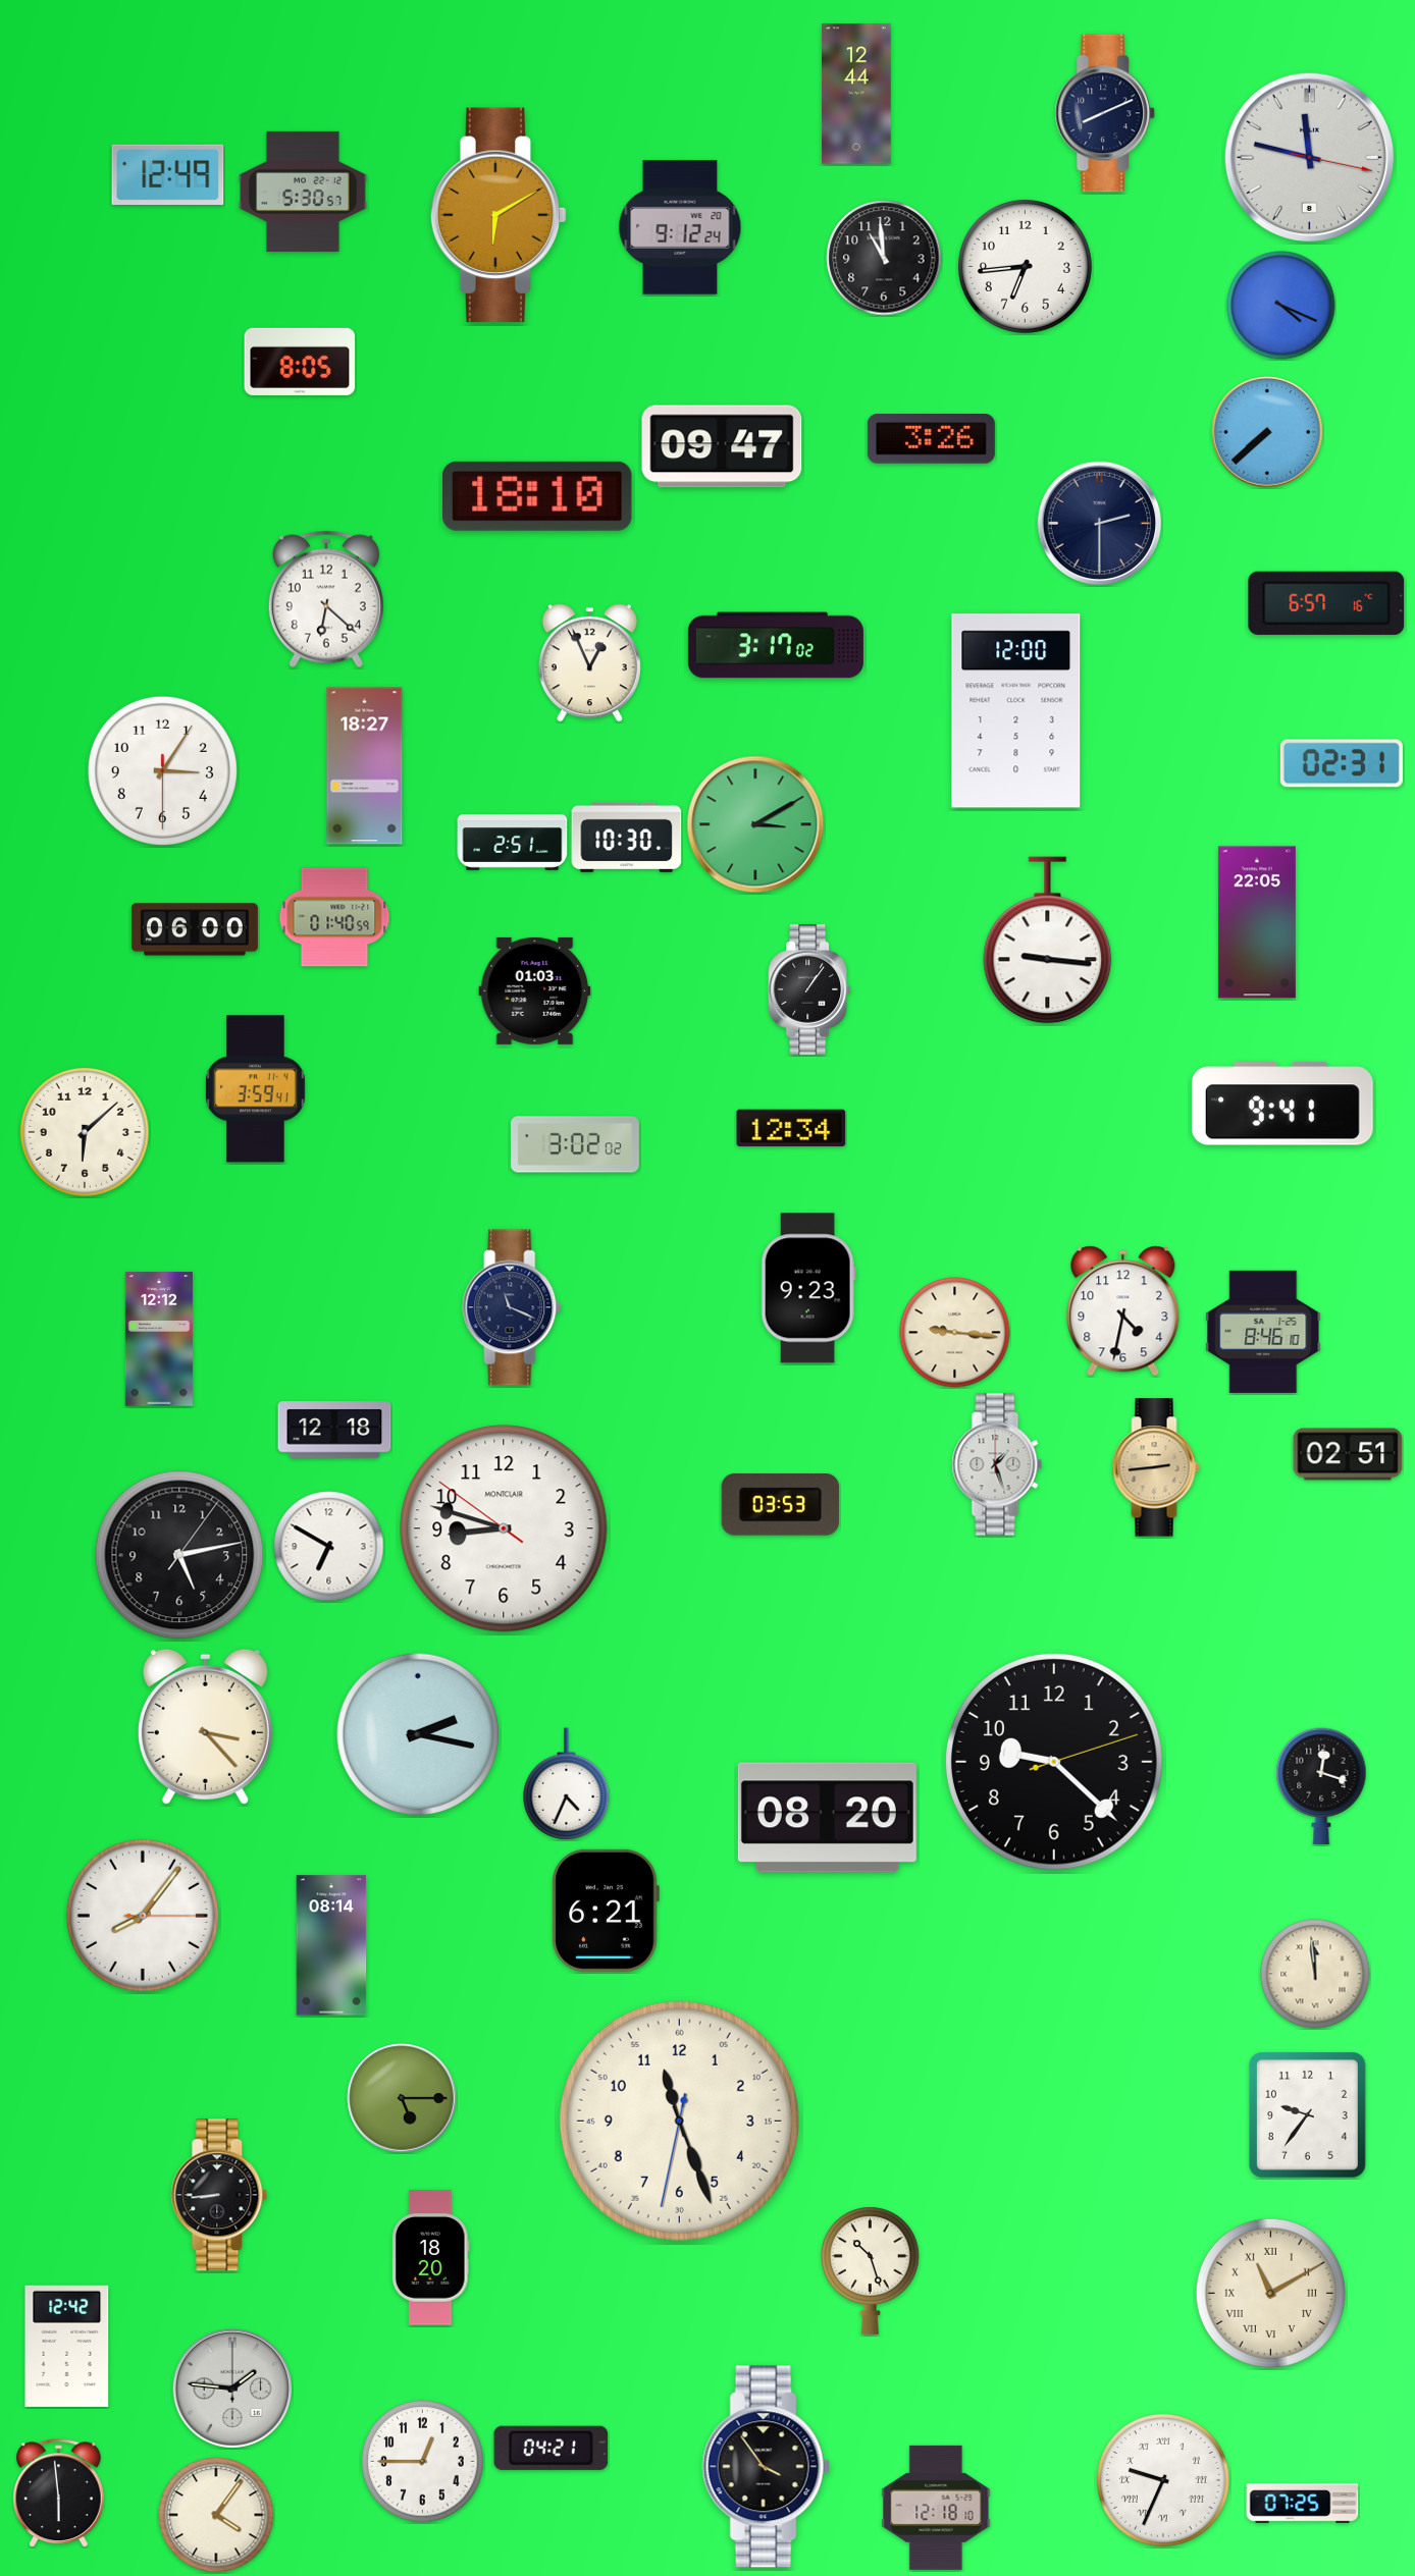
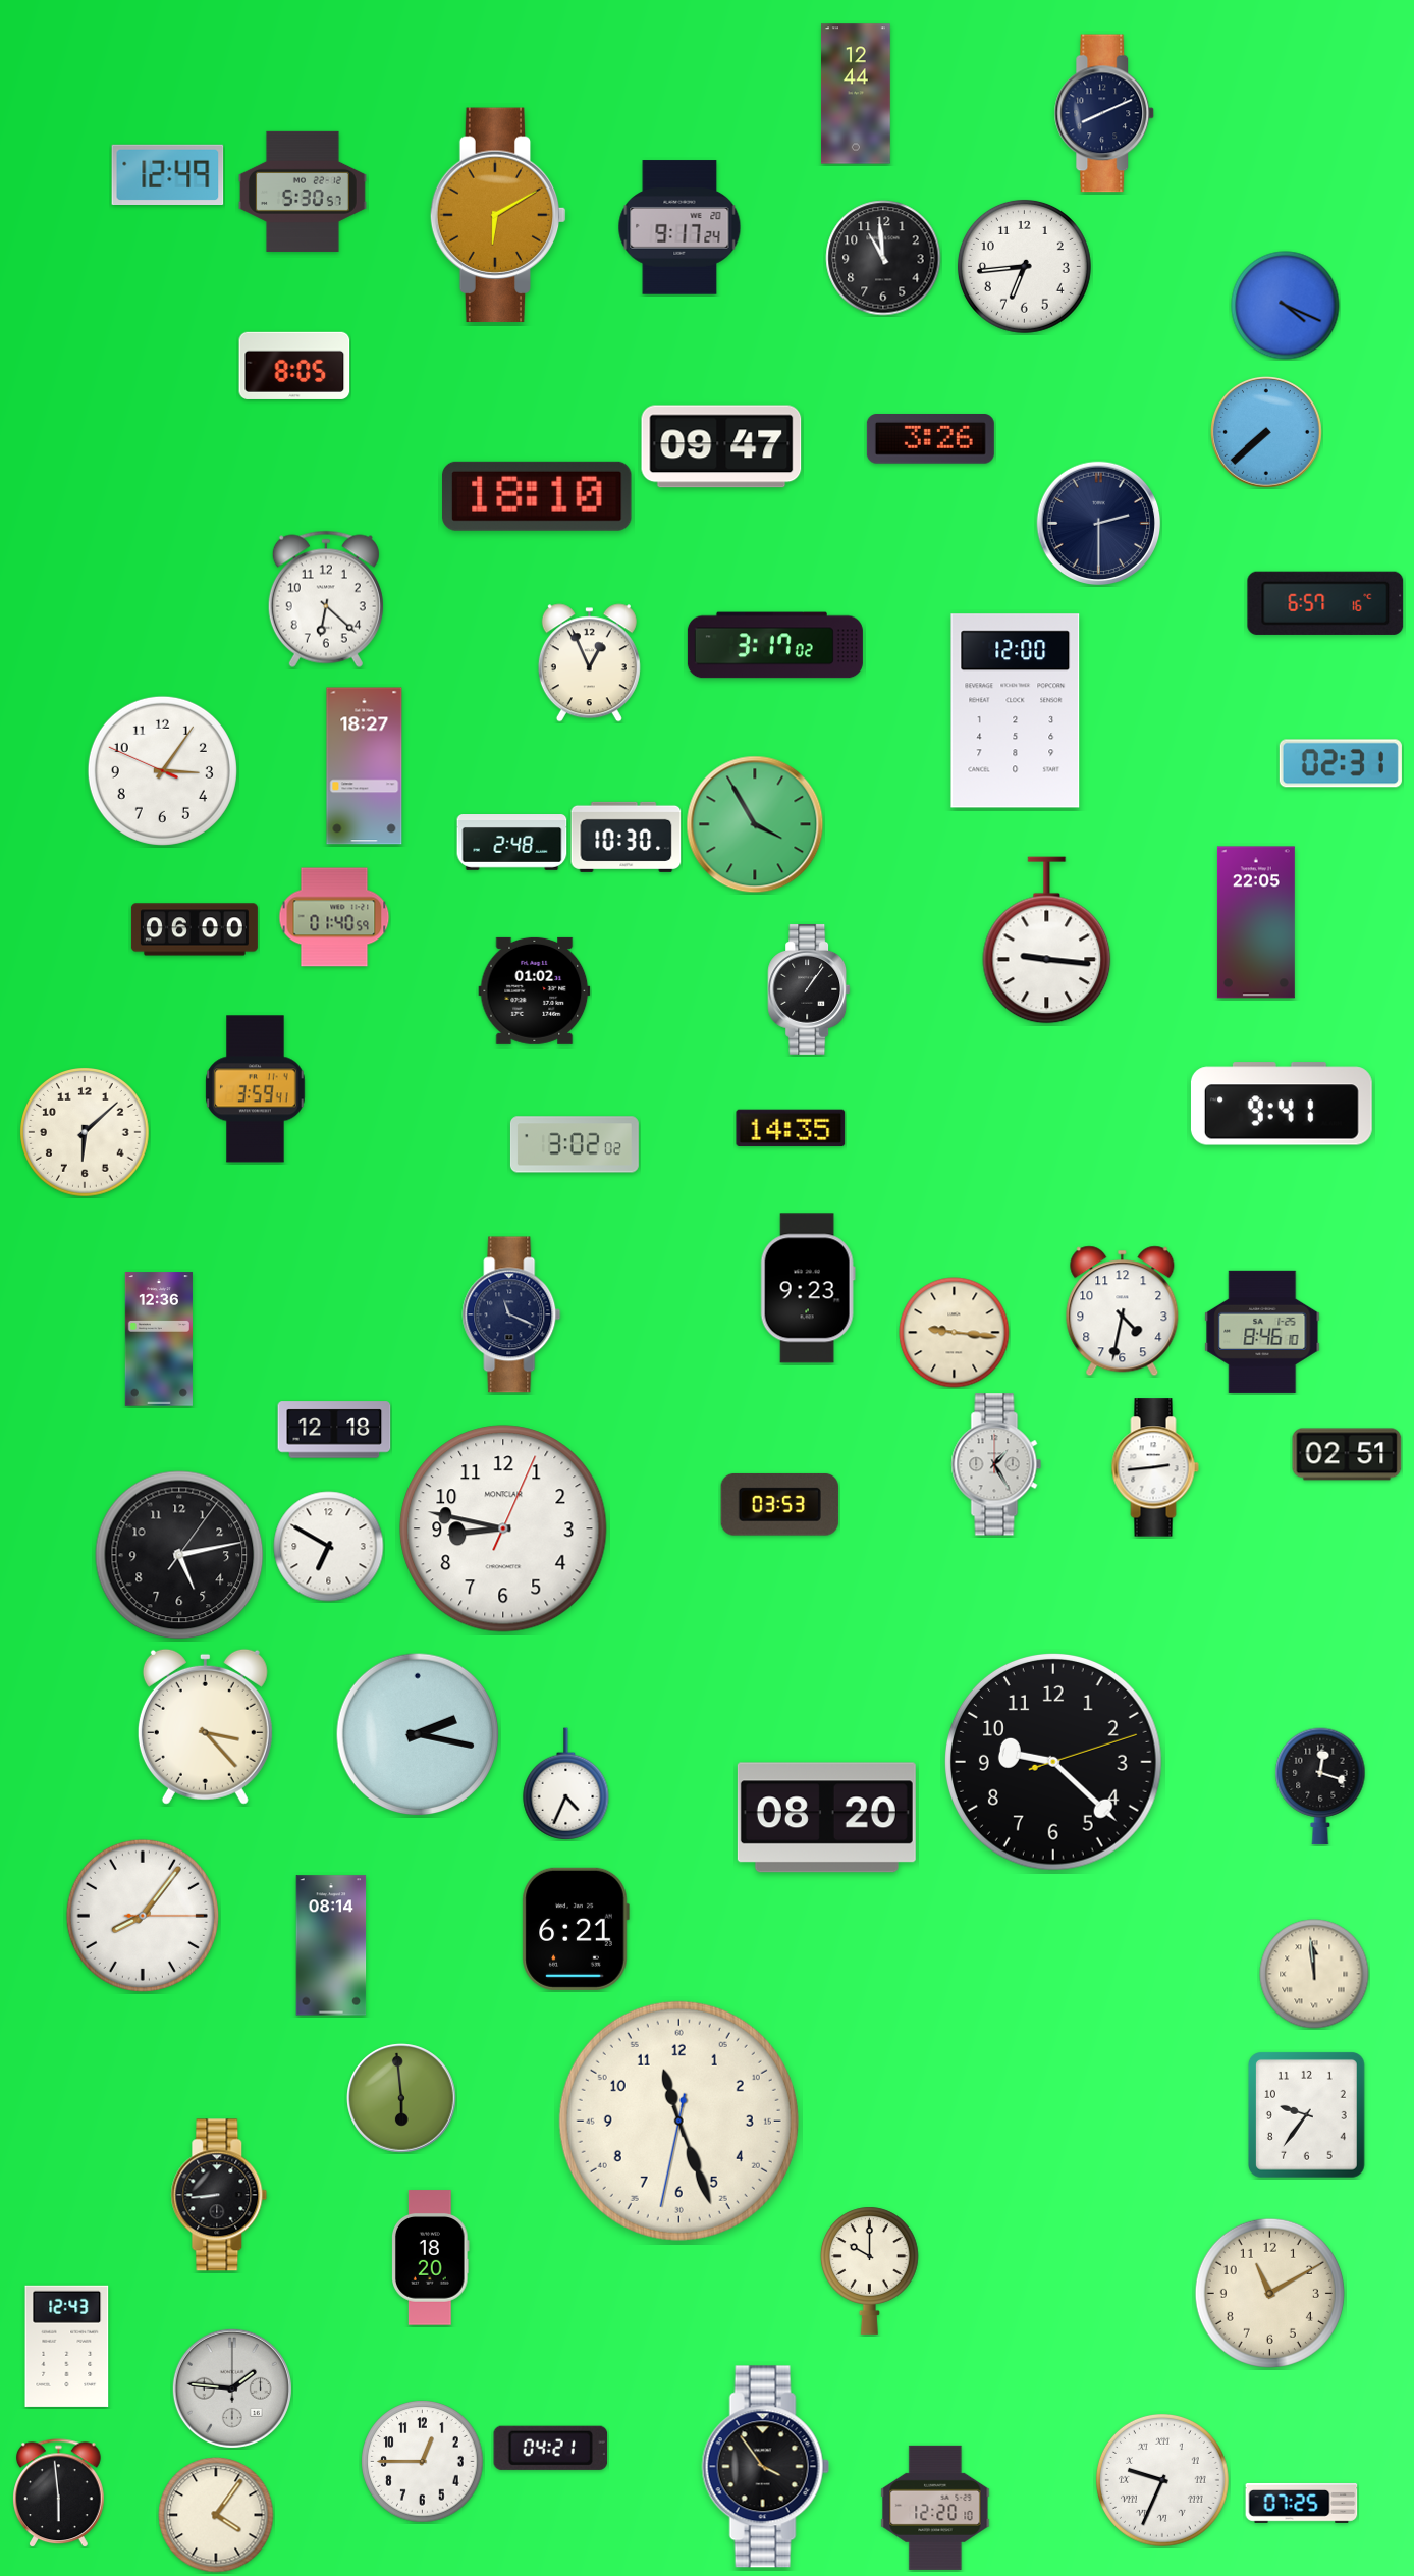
clock at (1309, 157): 11:47 -> none
clock at (680, 227): 9:12 -> 9:17
clock at (1281, 306) position: (1281, 306) -> (1286, 306)
clock at (300, 362) position: (300, 362) -> (294, 366)
clock at (162, 770): 3:05:30 -> 3:05:49
clock at (755, 824): 3:10 -> 3:55
clock at (513, 843): 2:51 -> 2:48
clock at (535, 990): 01:03 -> 01:02
clock at (791, 1127): 12:34 -> 14:35
clock at (512, 1307) position: (512, 1307) -> (511, 1314)
clock at (159, 1339): 12:12 -> 12:36
clock at (997, 1464): 1:27 -> 1:25
clock at (1156, 1467) dial: champagne -> white
clock at (504, 1528): 8:47:51 -> 8:47:04
clock at (606, 1911) position: (606, 1911) -> (576, 1929)
clock at (402, 2098): 5:15 -> 5:59
clock at (871, 2270): 10:27 -> 10:00
clock at (1270, 2293) numerals: Roman -> Arabic
clock at (67, 2346): 12:42 -> 12:43
clock at (936, 2508): 12:18 -> 12:20
